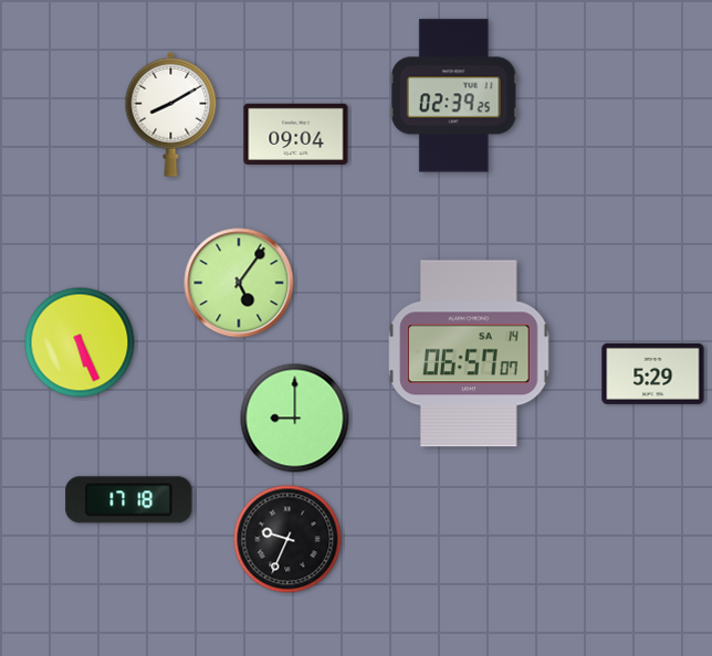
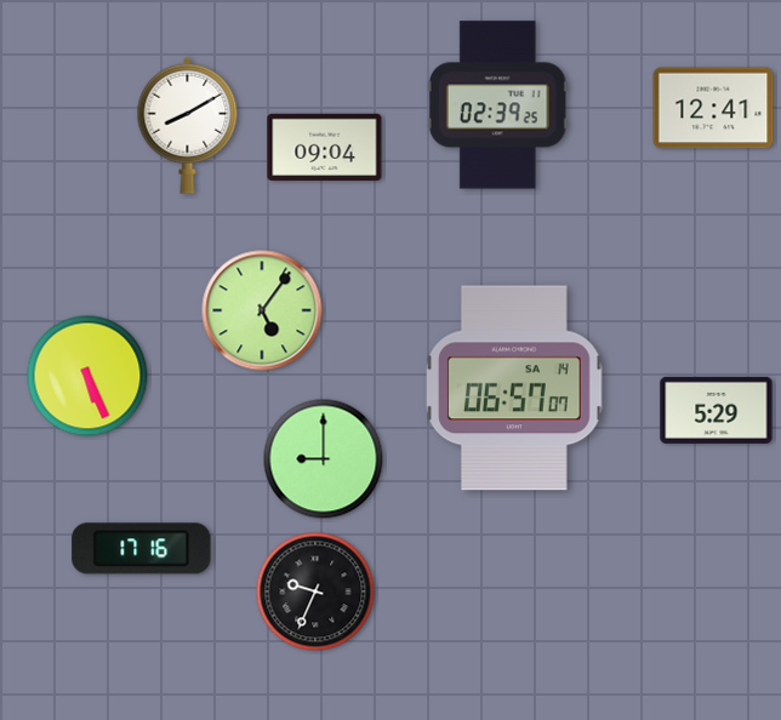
clock at (713, 108): none -> 12:41
clock at (129, 500): 17:18 -> 17:16
